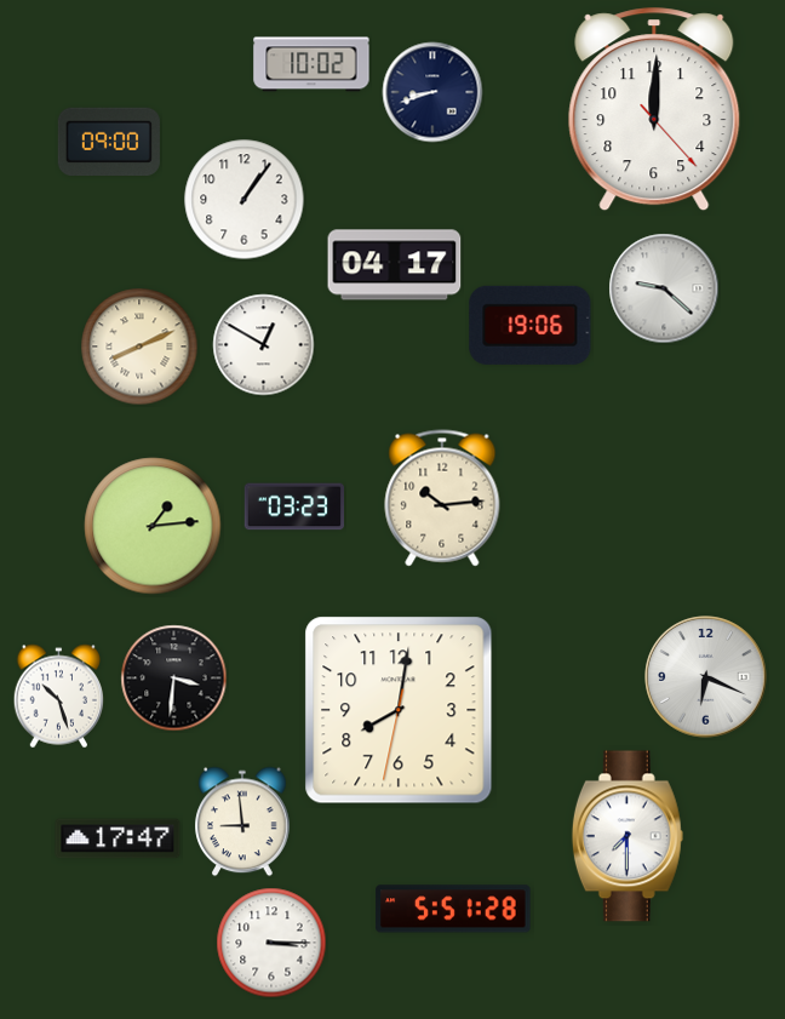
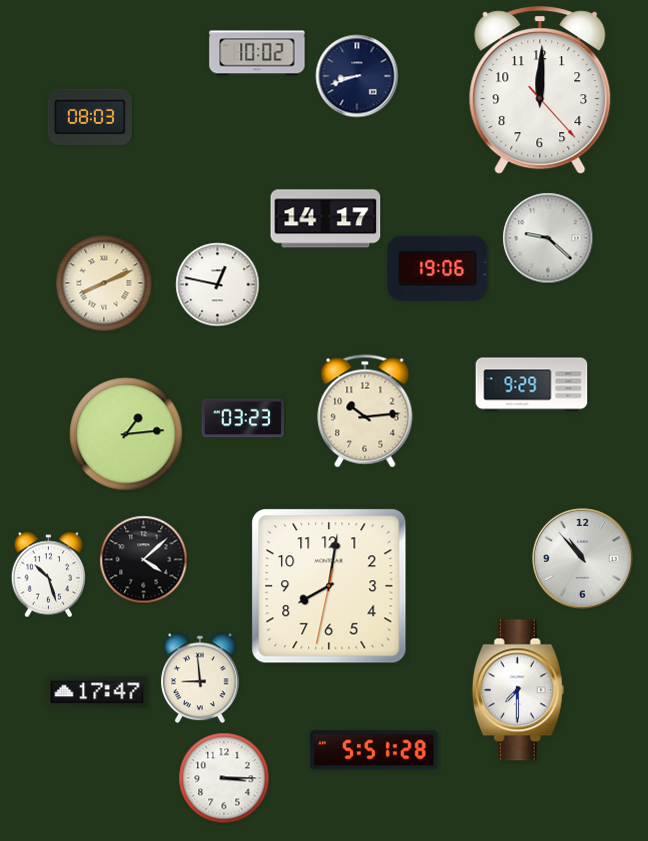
clock at (109, 141): 09:00 -> 08:03
clock at (245, 200): 1:06 -> none
clock at (395, 265): 04:17 -> 14:17
clock at (264, 345): 12:50 -> 12:47
clock at (139, 347) position: (139, 347) -> (104, 283)
clock at (532, 385): none -> 9:29
clock at (706, 677): 6:19 -> 10:53
clock at (174, 679): 3:31 -> 4:08
